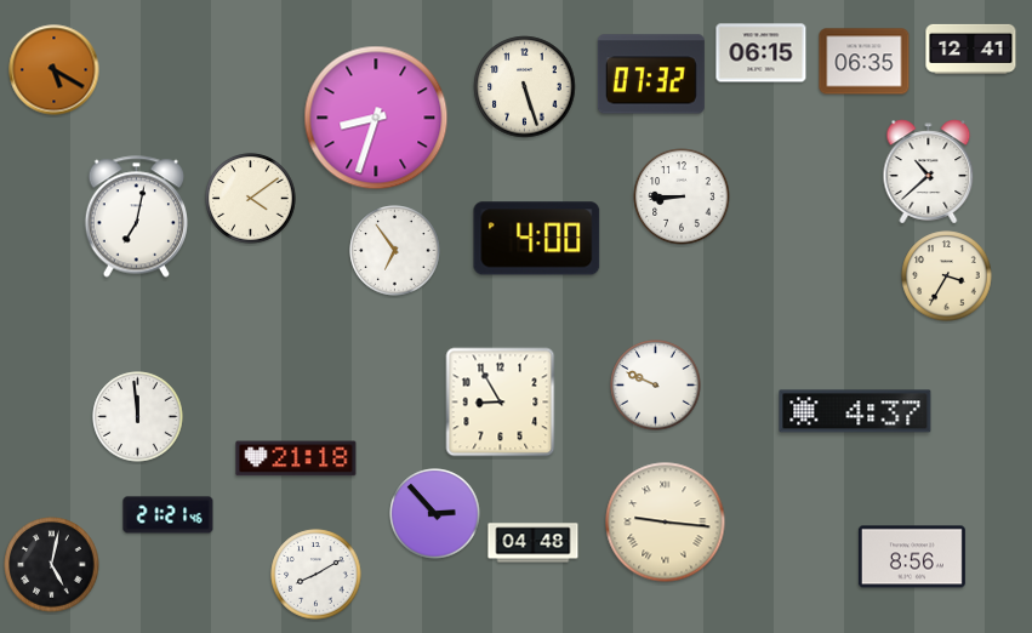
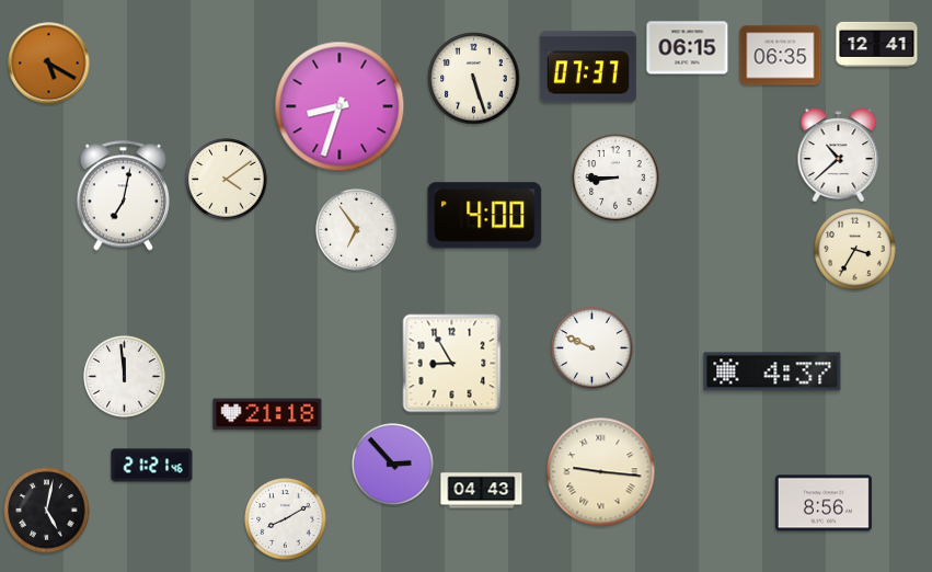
clock at (651, 74): 07:32 -> 07:37
clock at (395, 251) position: (395, 251) -> (357, 230)
clock at (534, 543): 04:48 -> 04:43
